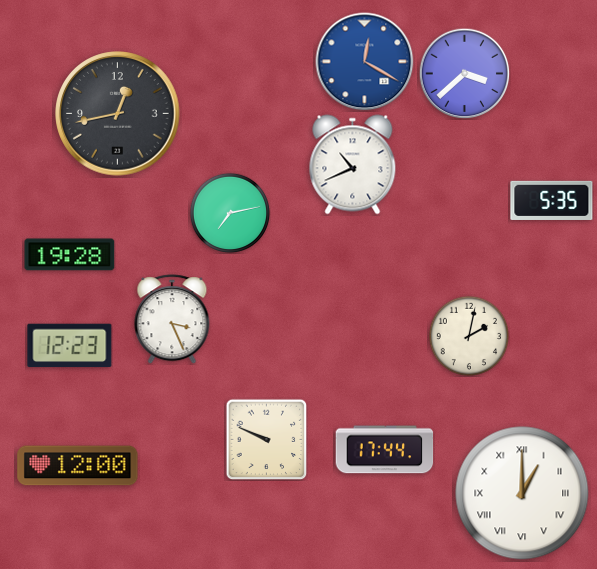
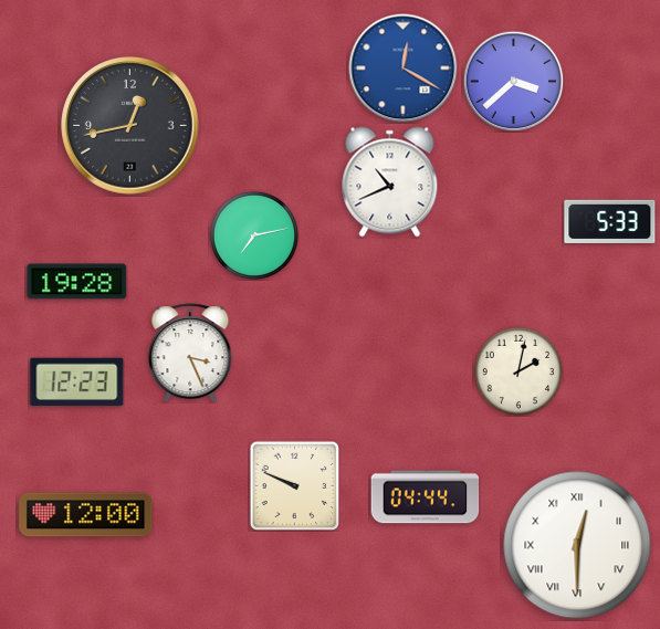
clock at (552, 200): 5:35 -> 5:33
clock at (385, 450): 17:44 -> 04:44
clock at (522, 493): 1:00 -> 12:30
